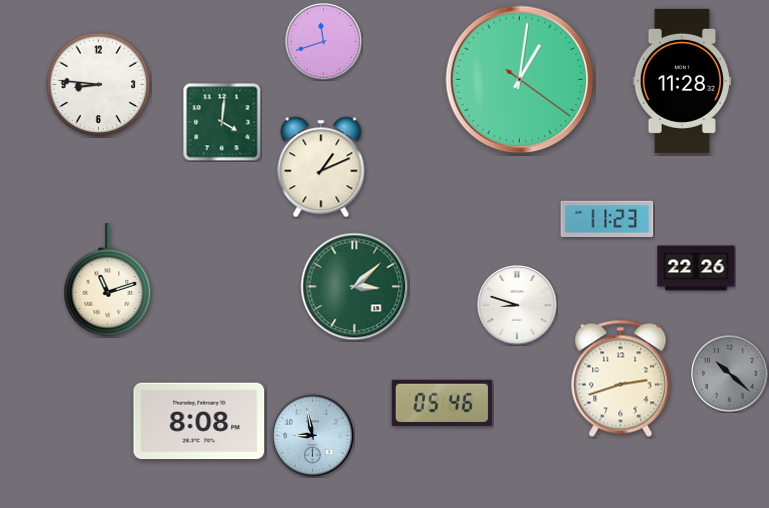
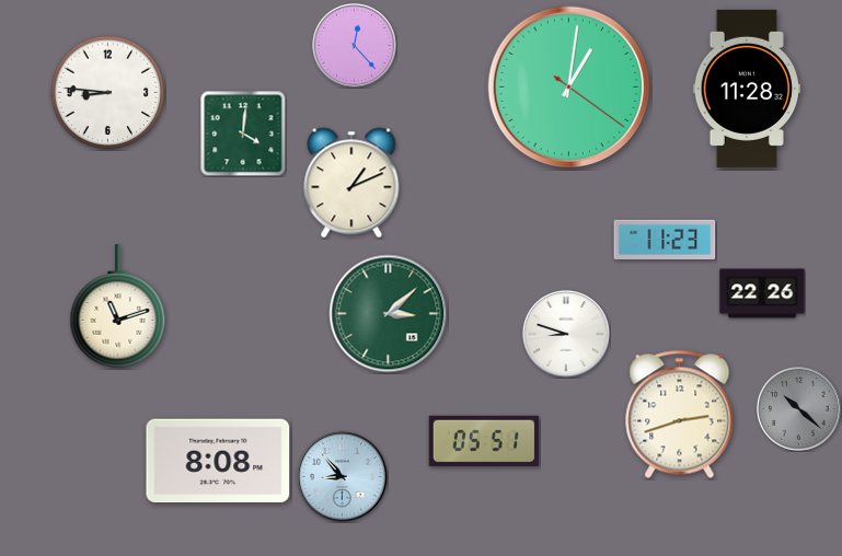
clock at (324, 42): 11:42 -> 12:23
clock at (442, 403): 05:46 -> 05:51
clock at (312, 435): 8:58 -> 8:53
